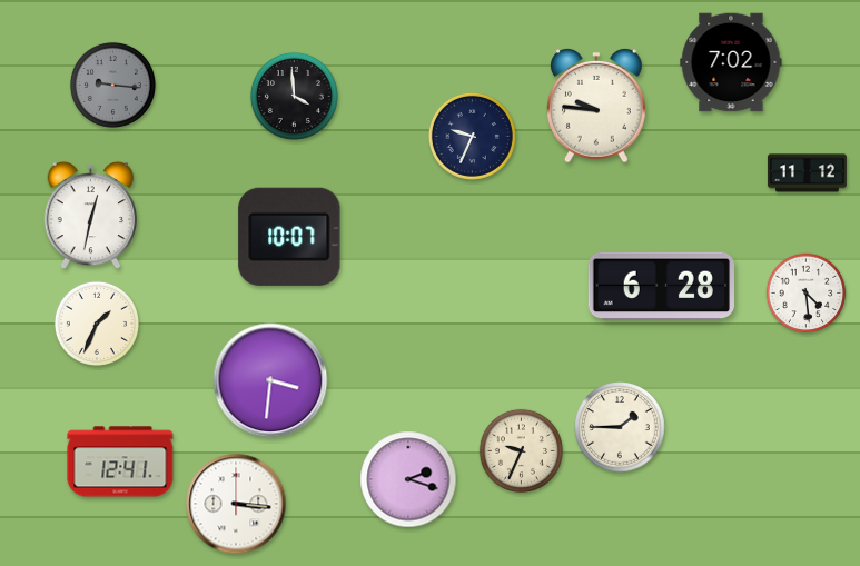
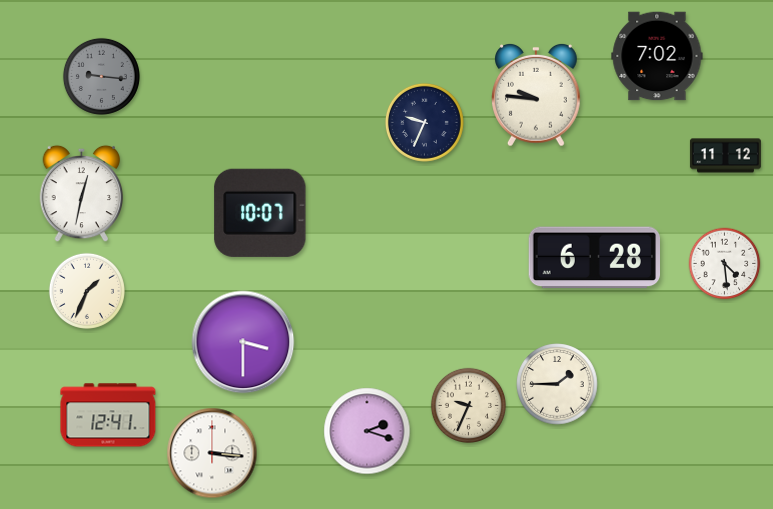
clock at (294, 96): 3:59 -> none
clock at (270, 380): 3:31 -> 3:30
